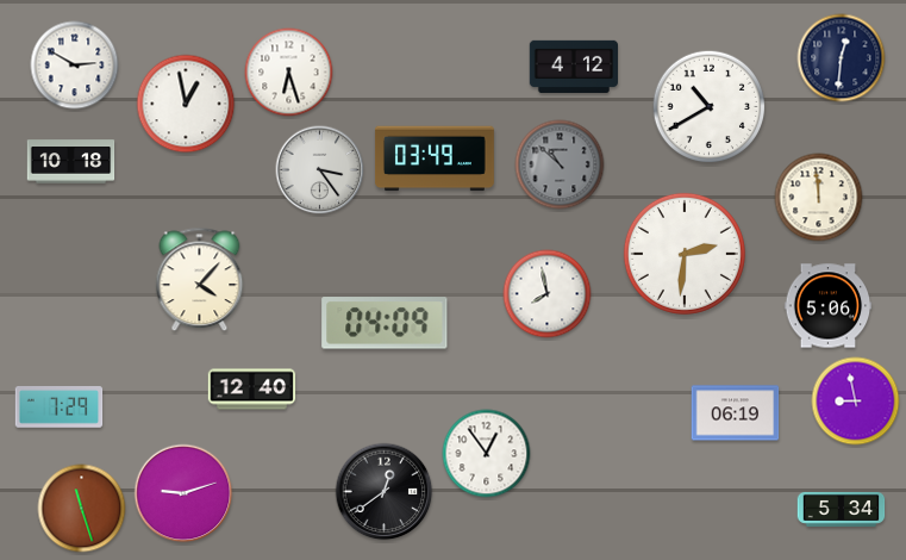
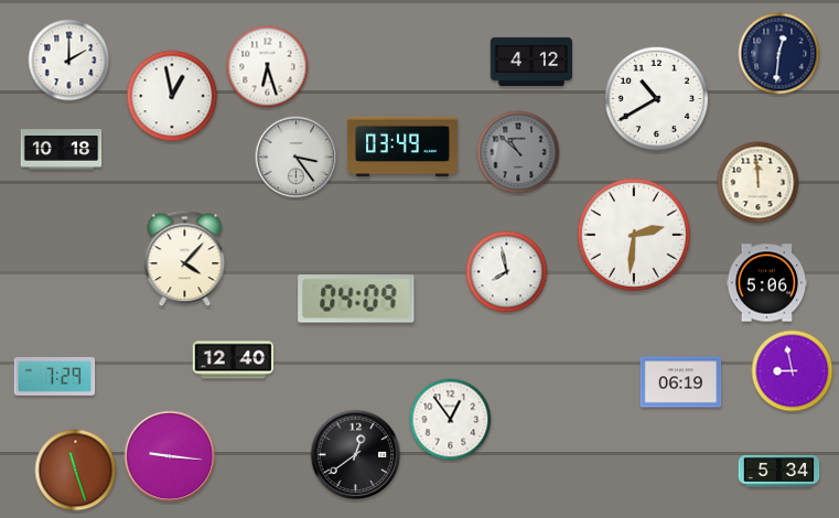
clock at (75, 66): 2:50 -> 2:00
clock at (71, 162) position: (71, 162) -> (62, 150)
clock at (183, 493): 9:12 -> 9:16
